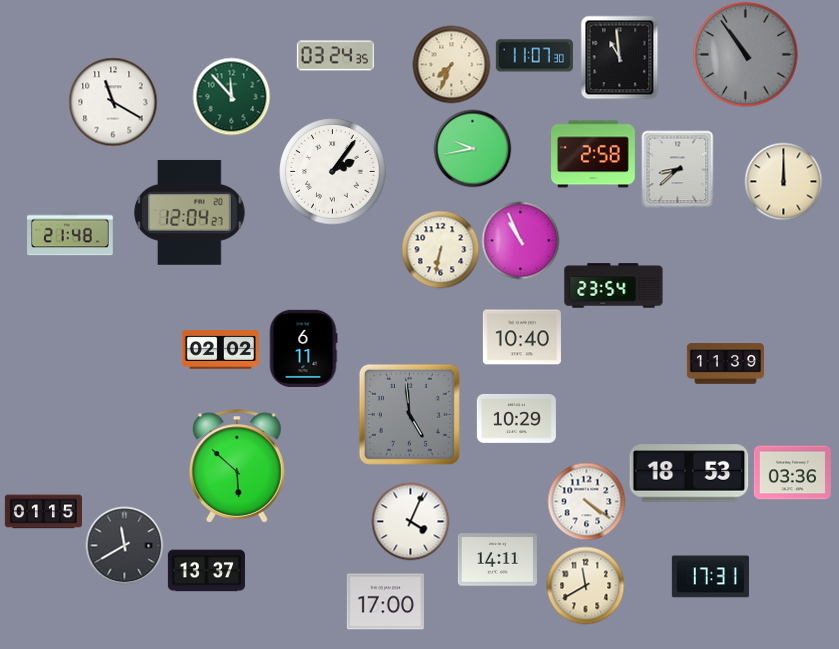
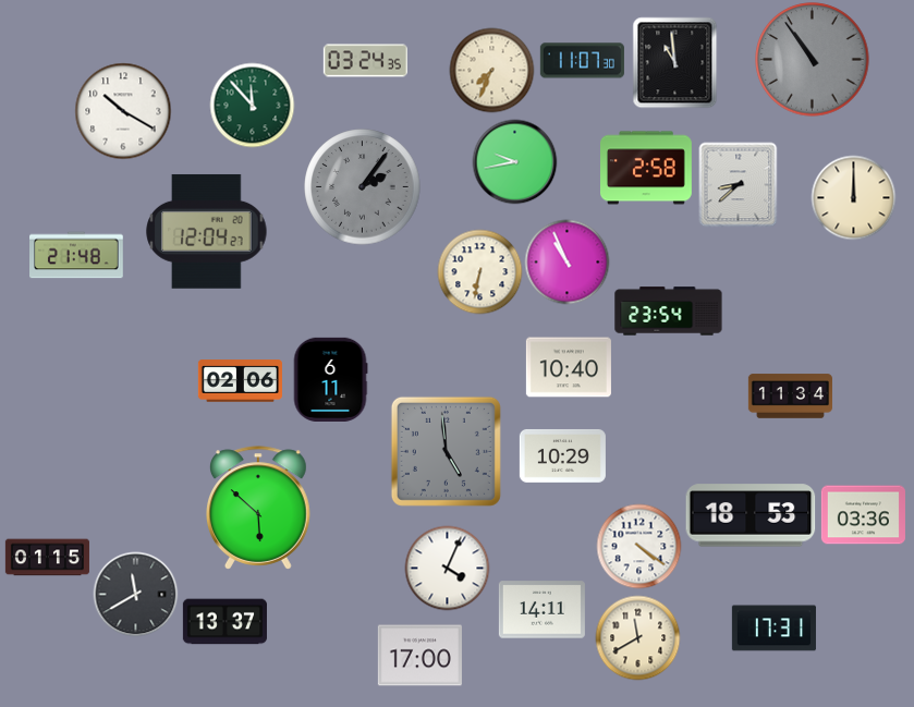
clock at (113, 102): 11:20 -> 10:20
clock at (333, 172) dial: white -> grey
clock at (220, 350): 02:02 -> 02:06
clock at (725, 364): 11:39 -> 11:34
